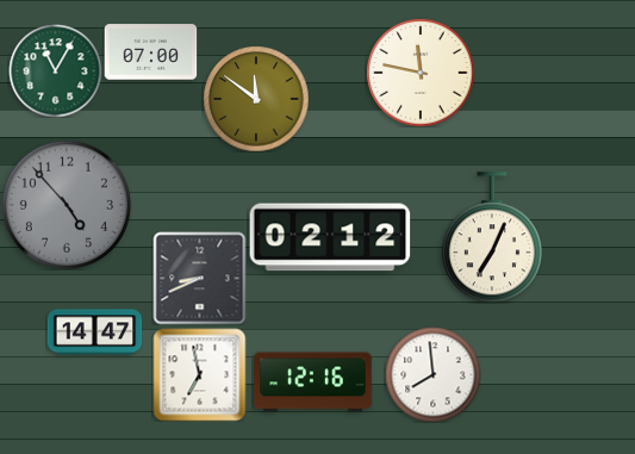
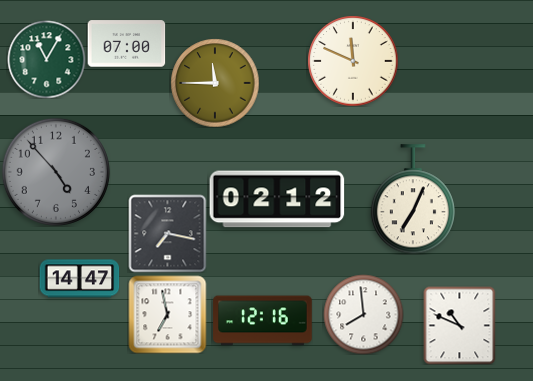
clock at (421, 73): 11:47 -> 11:49
clock at (256, 99): 11:51 -> 11:45
clock at (199, 278): 8:41 -> 7:17
clock at (460, 325): none -> 10:49
